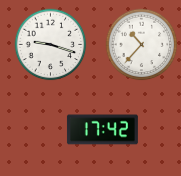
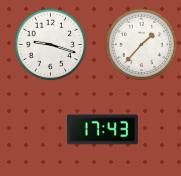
clock at (142, 45): 10:37 -> 1:37
clock at (102, 130): 17:42 -> 17:43
